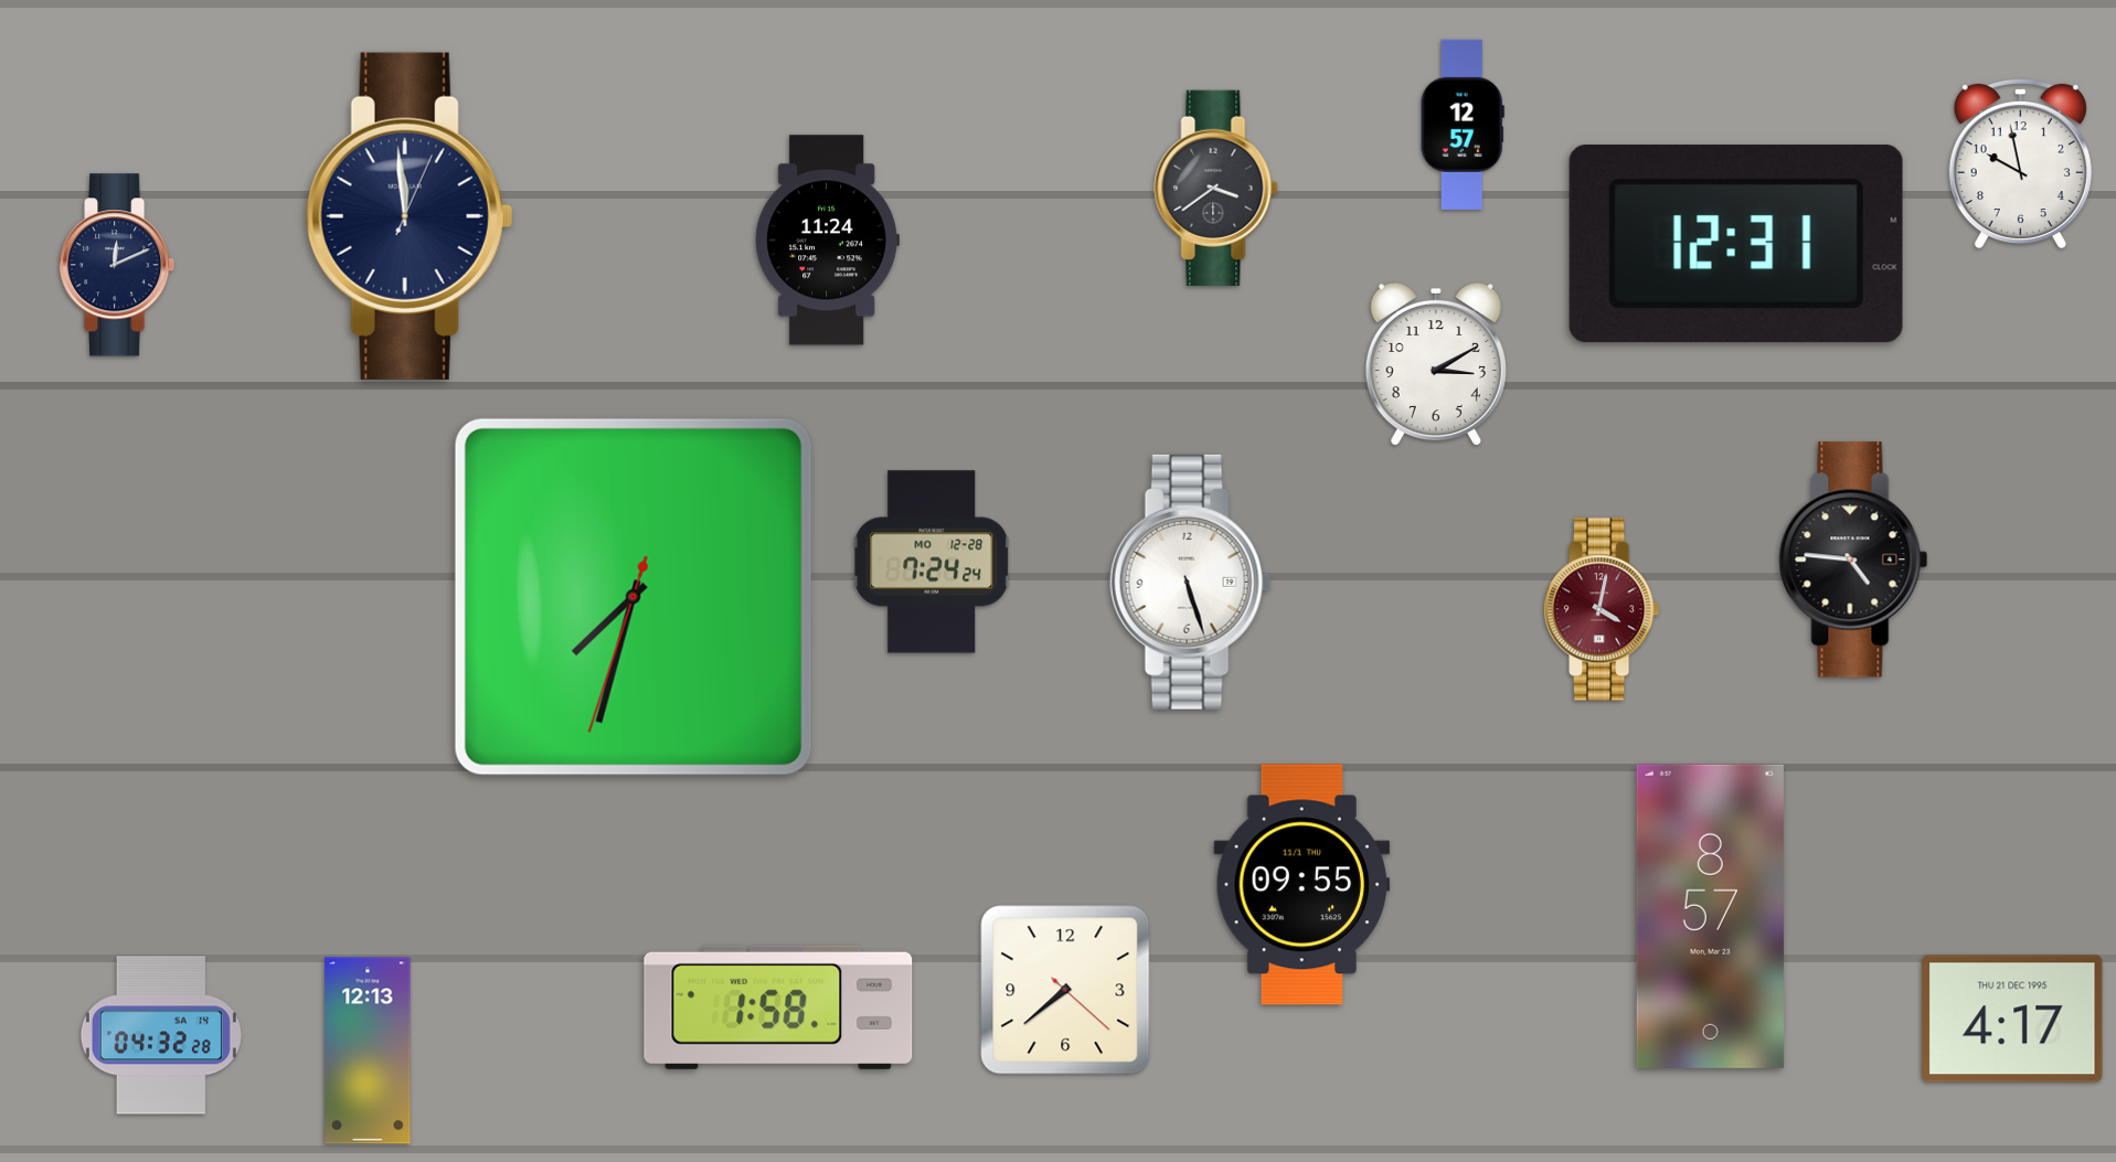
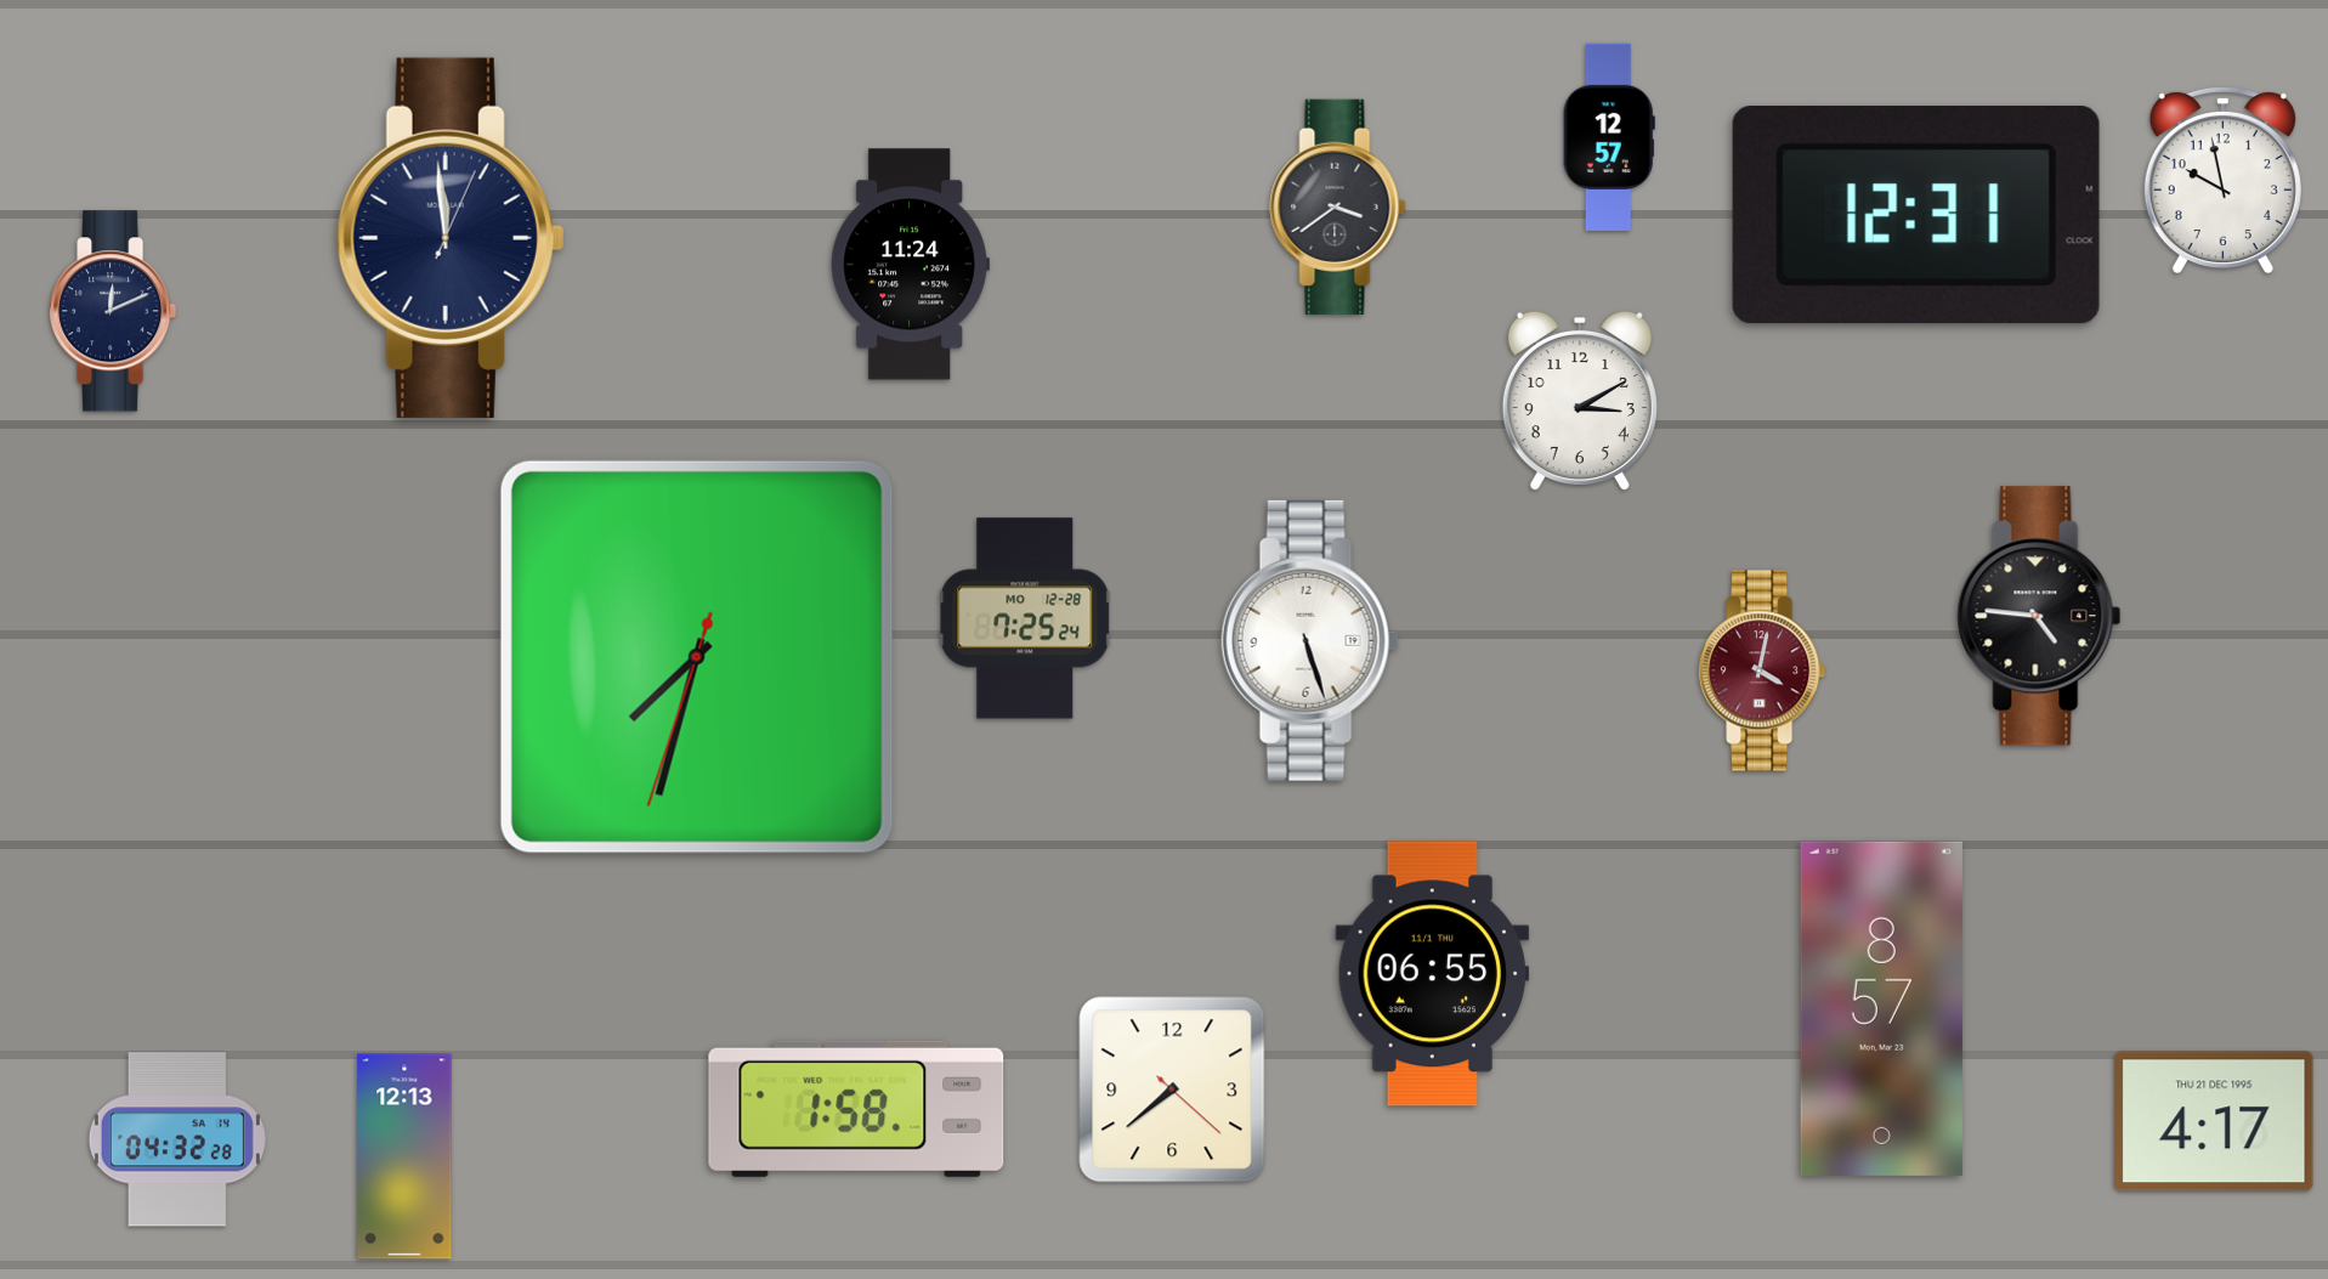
clock at (1736, 244) position: (1736, 244) -> (1916, 215)
clock at (118, 265) position: (118, 265) -> (114, 311)
clock at (933, 562): 7:24 -> 7:25
clock at (1302, 885): 09:55 -> 06:55
